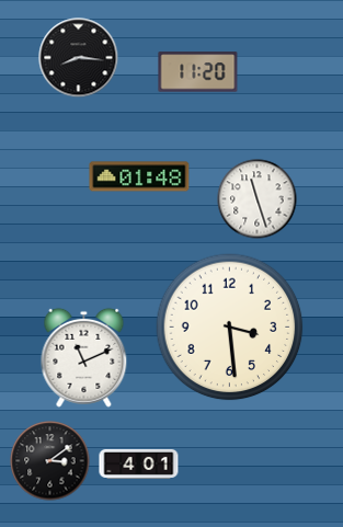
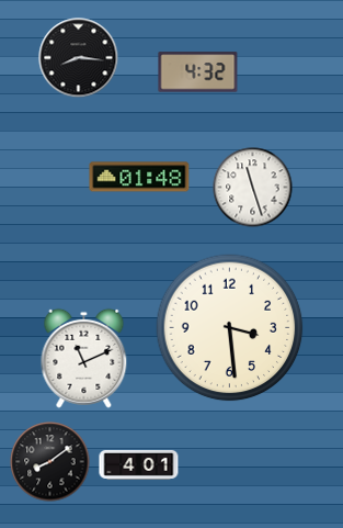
clock at (198, 72): 11:20 -> 4:32
clock at (258, 199) position: (258, 199) -> (253, 188)
clock at (50, 461): 3:09 -> 8:09
